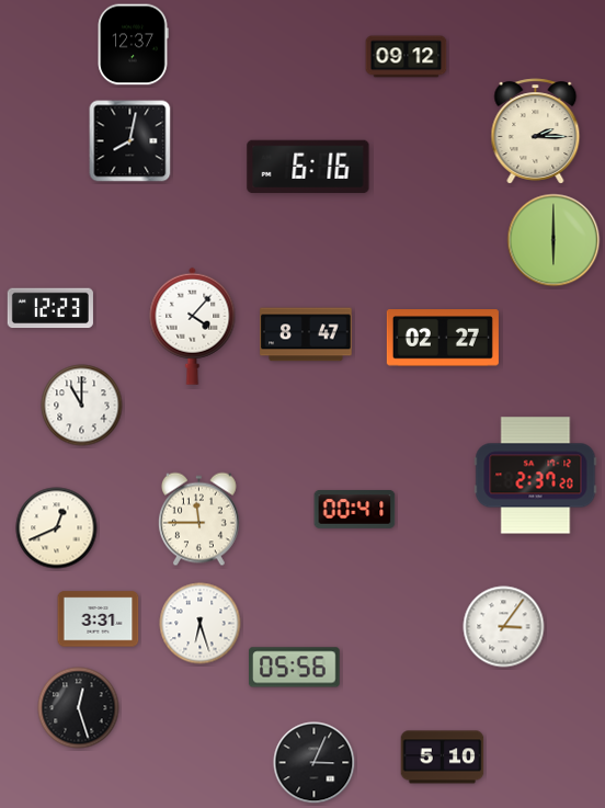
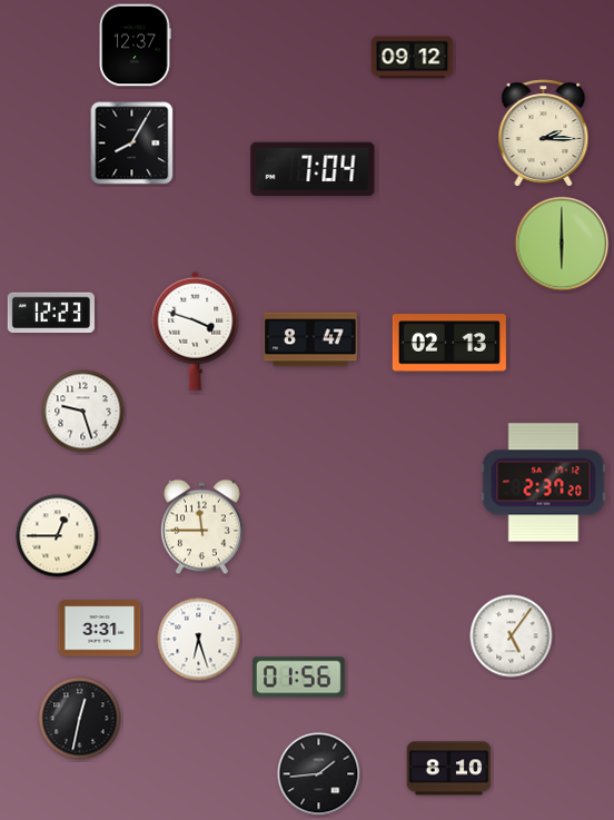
clock at (130, 141): 8:02 -> 8:05
clock at (308, 167): 6:16 -> 7:04
clock at (193, 326): 4:07 -> 3:48
clock at (443, 338): 02:27 -> 02:13
clock at (82, 406): 11:00 -> 9:27
clock at (355, 510): 00:41 -> none
clock at (57, 528): 12:41 -> 12:45
clock at (201, 624) position: (201, 624) -> (199, 640)
clock at (504, 627): 3:06 -> 5:06
clock at (295, 668): 05:56 -> 01:56
clock at (79, 708): 12:27 -> 12:32
clock at (443, 758): 5:10 -> 8:10
clock at (315, 763): 3:04 -> 1:44
